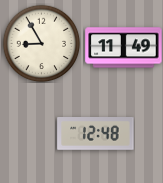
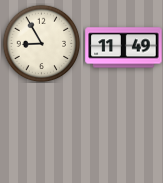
clock at (96, 134): 12:48 -> none
